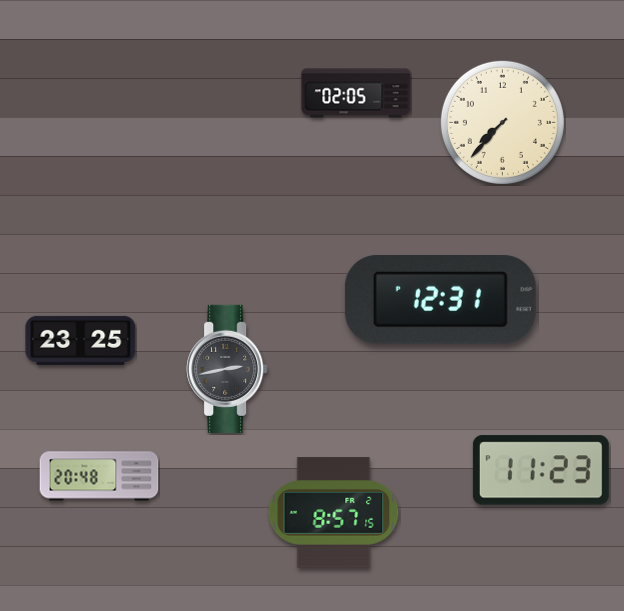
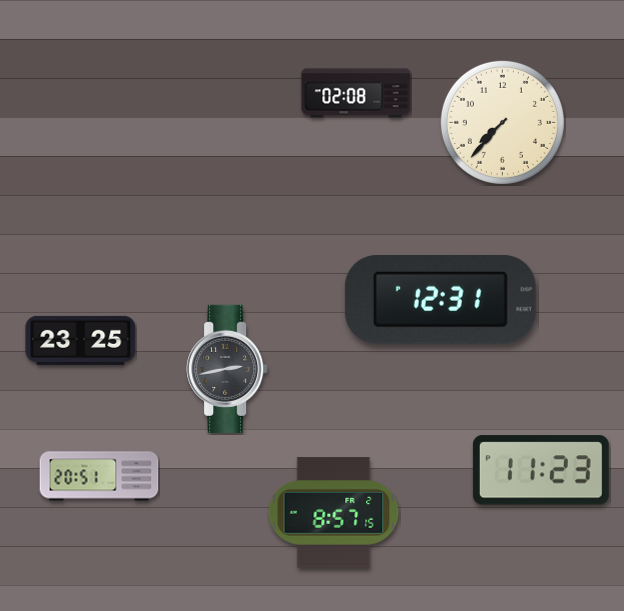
clock at (356, 93): 02:05 -> 02:08
clock at (99, 476): 20:48 -> 20:51
